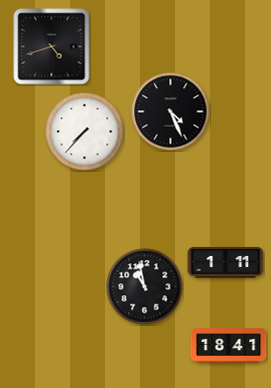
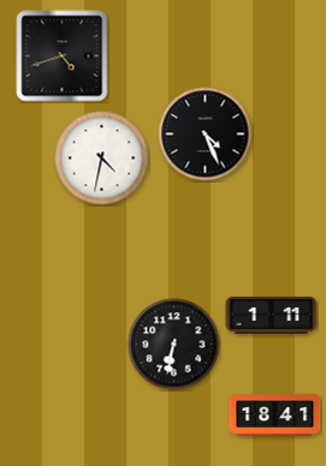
clock at (85, 132): 7:37 -> 4:32
clock at (145, 287): 10:58 -> 6:32
